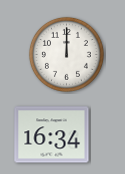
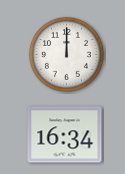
clock at (52, 135) position: (52, 135) -> (65, 135)
